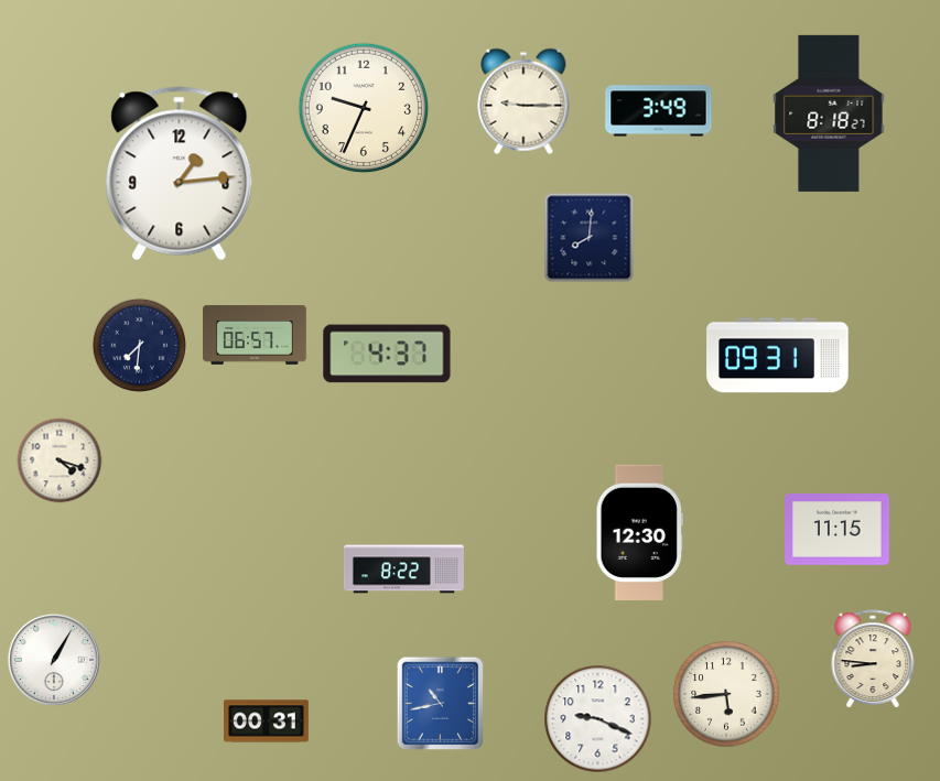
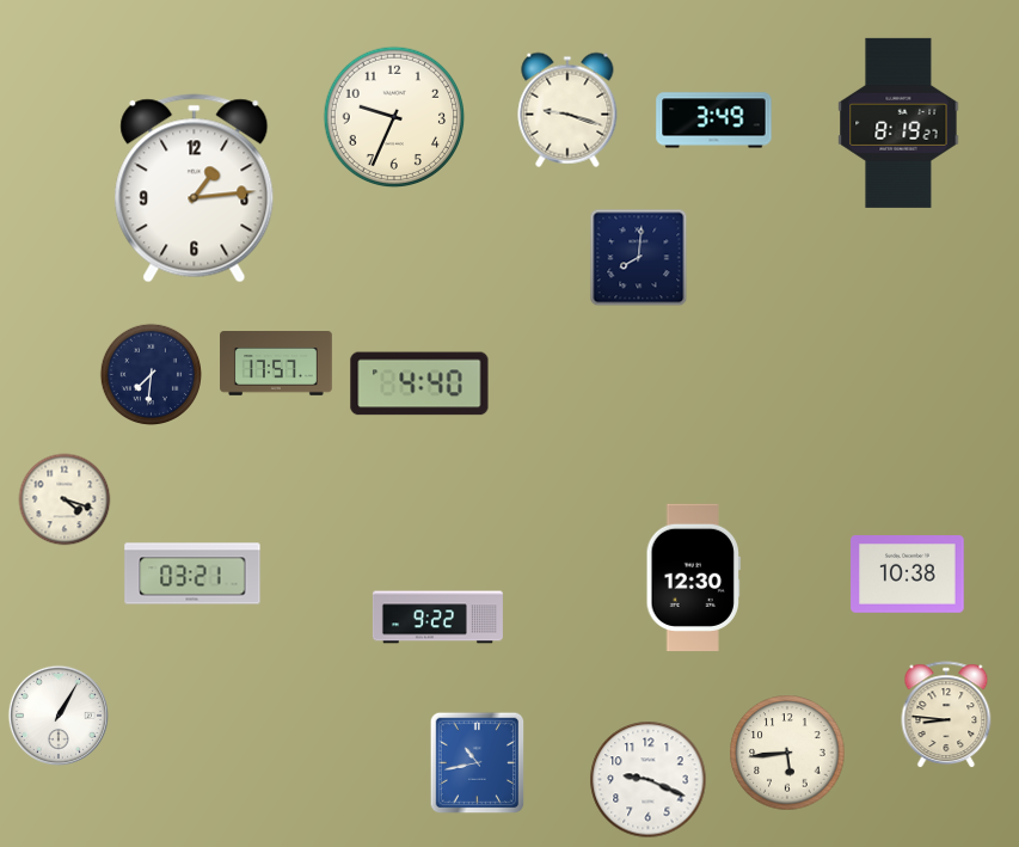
clock at (523, 101): 9:15 -> 9:18
clock at (829, 113): 8:18 -> 8:19
clock at (255, 335): 06:57 -> 17:57
clock at (387, 354): 4:37 -> 4:40
clock at (778, 356): 09:31 -> none
clock at (192, 573): none -> 03:21
clock at (838, 530): 11:15 -> 10:38
clock at (403, 570): 8:22 -> 9:22
clock at (267, 722): 00:31 -> none
